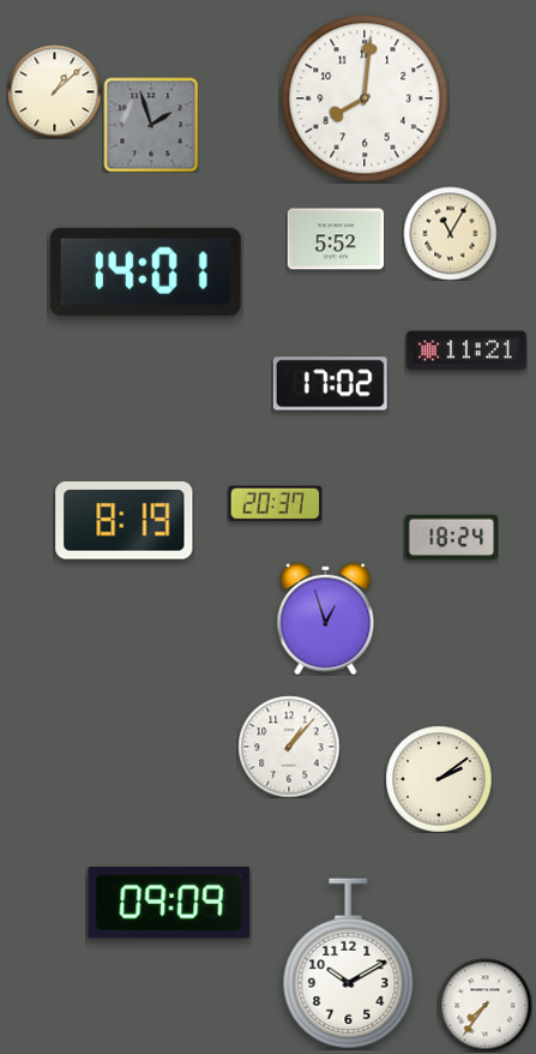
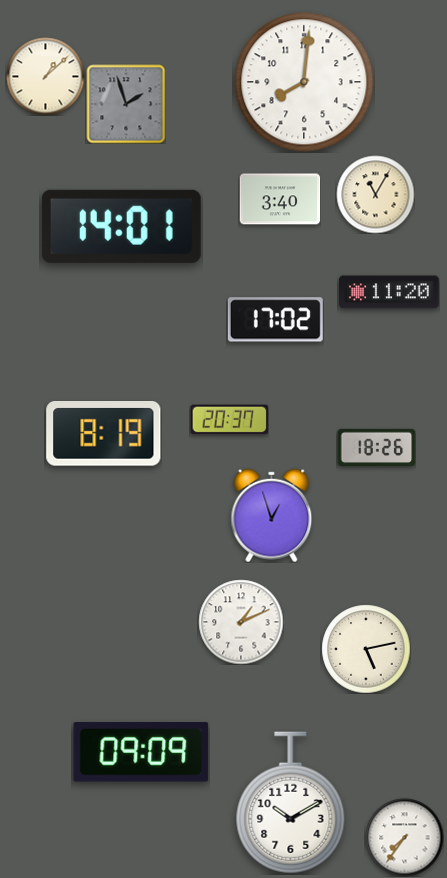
clock at (336, 239): 5:52 -> 3:40
clock at (466, 351): 11:21 -> 11:20
clock at (451, 538): 18:24 -> 18:26
clock at (289, 747): 1:07 -> 1:11
clock at (439, 779): 2:09 -> 5:13
